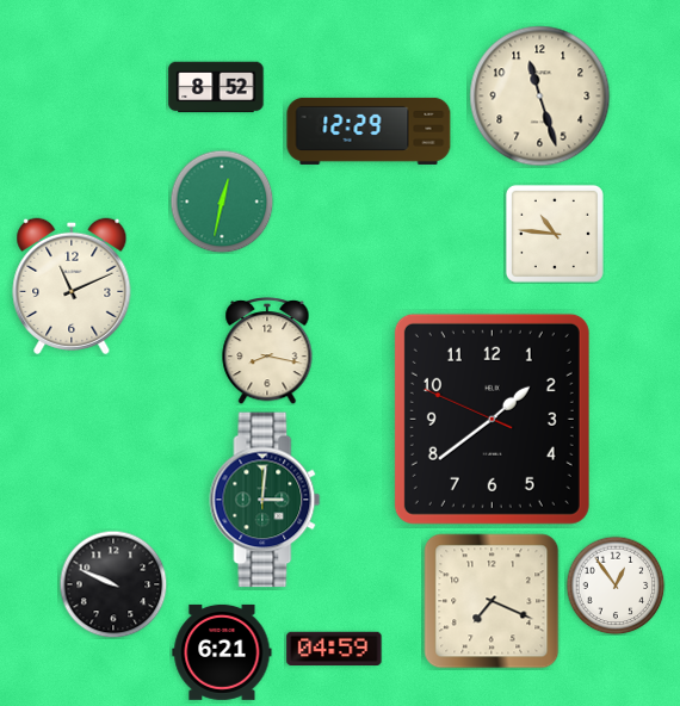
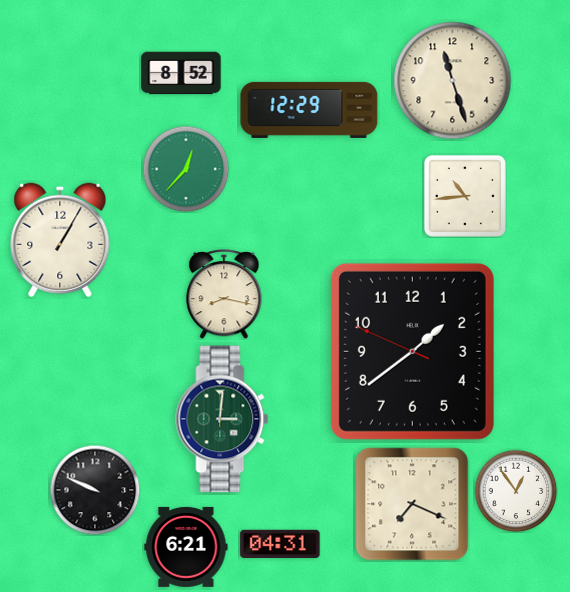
clock at (222, 202): 12:32 -> 12:37
clock at (555, 234): 10:46 -> 10:44
clock at (72, 286): 11:11 -> 1:05
clock at (334, 648): 04:59 -> 04:31
